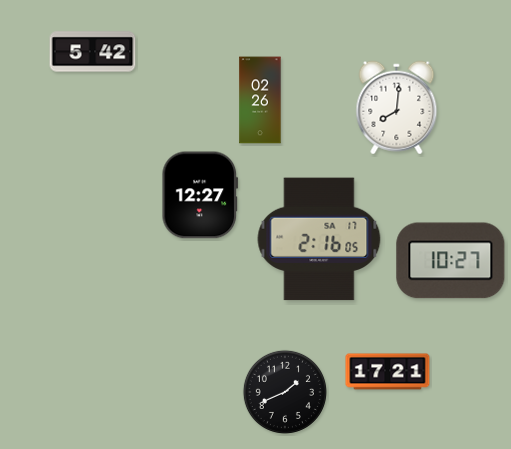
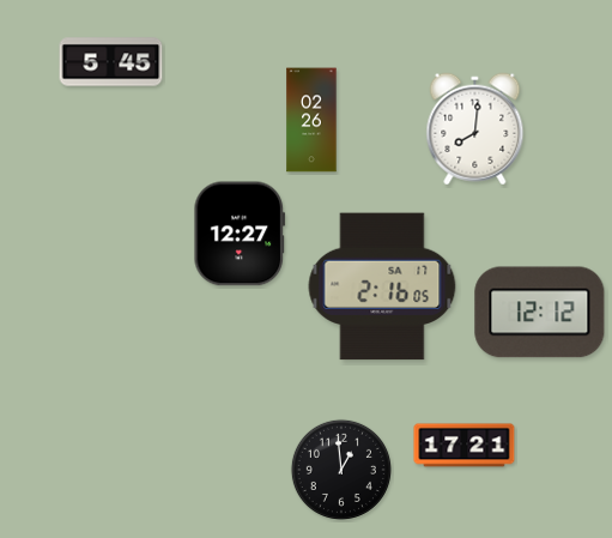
clock at (93, 52): 5:42 -> 5:45
clock at (451, 261): 10:27 -> 12:12
clock at (285, 392): 1:41 -> 12:59
